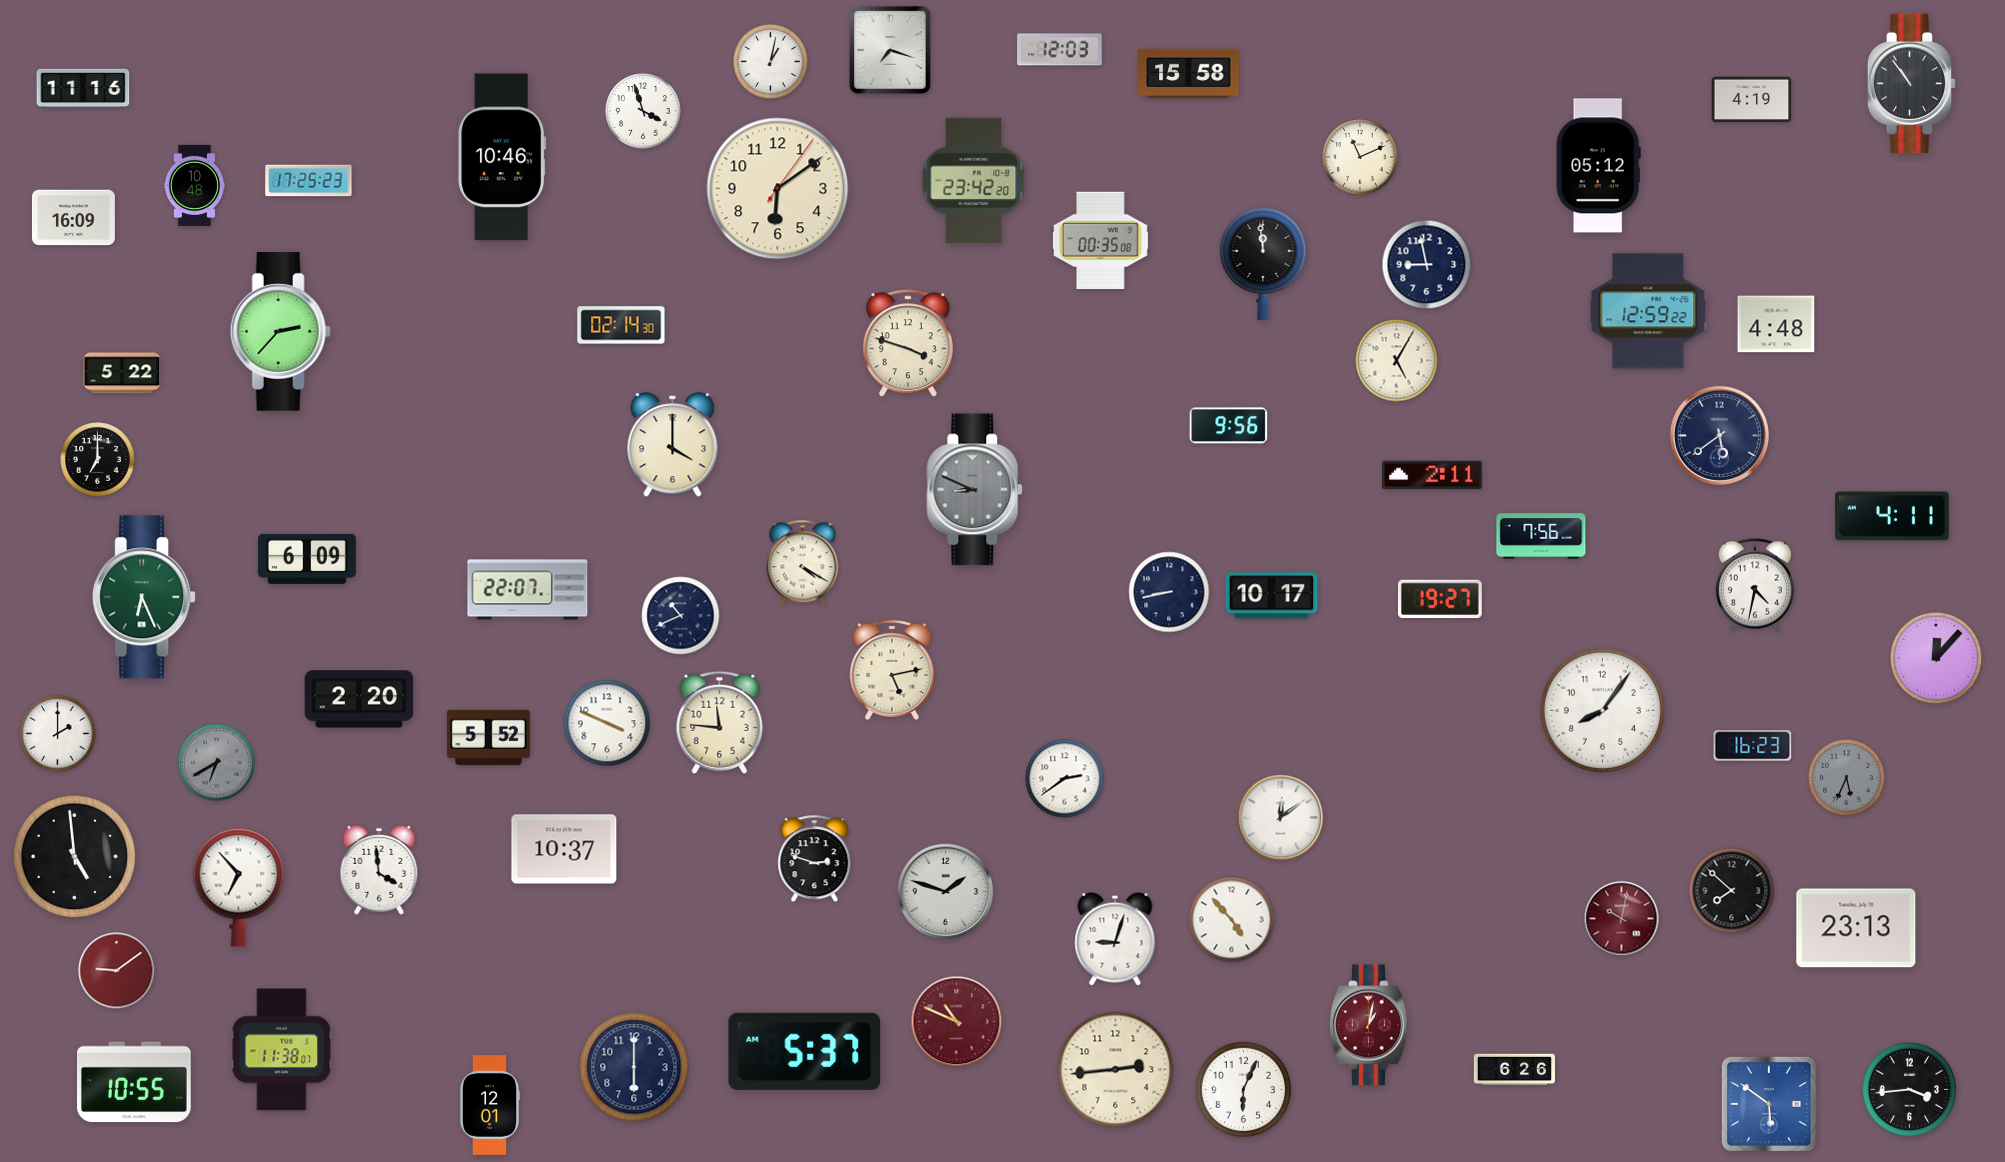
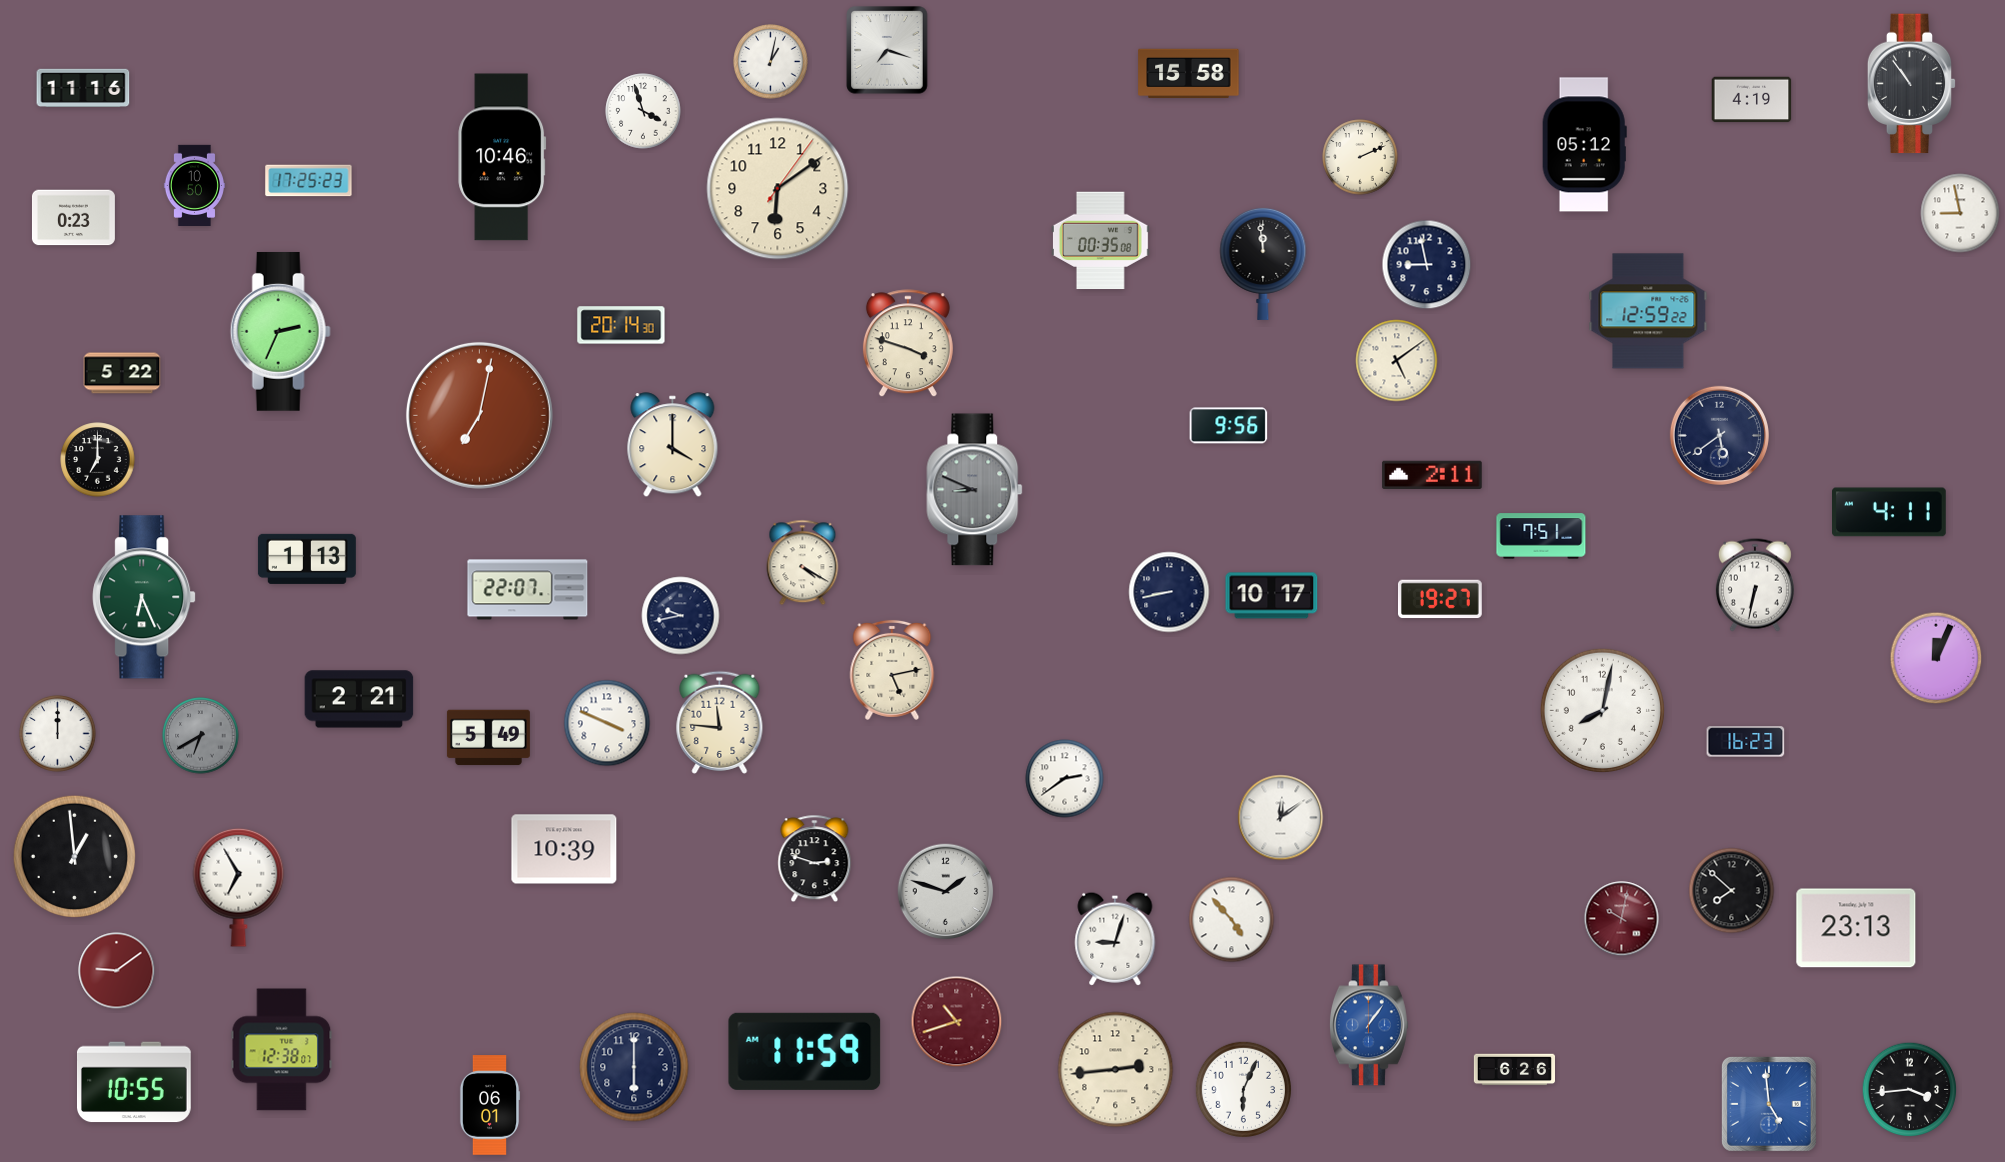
clock at (890, 50) position: (890, 50) -> (887, 50)
clock at (1060, 50): 12:03 -> none
clock at (1360, 157): 11:11 -> 2:11
clock at (1598, 166) position: (1598, 166) -> (1584, 145)
clock at (974, 180): 23:42 -> none
clock at (194, 185): 10:48 -> 10:50
clock at (1960, 213): none -> 8:58
clock at (73, 218): 16:09 -> 0:23
clock at (1776, 324): 4:48 -> none
clock at (621, 325): 02:14 -> 20:14
clock at (280, 331): 2:37 -> 2:34
clock at (1397, 361): 5:05 -> 5:09
clock at (479, 415): none -> 7:02
clock at (1893, 516) position: (1893, 516) -> (1890, 512)
clock at (1541, 536): 7:56 -> 7:51
clock at (307, 559): 6:09 -> 1:13
clock at (1755, 585): 4:32 -> 6:32
clock at (681, 616): 10:41 -> 9:43
clock at (1936, 658): 12:07 -> 12:04
clock at (359, 699): 2:20 -> 2:21
clock at (1602, 710): 8:06 -> 8:02
clock at (58, 734): 2:00 -> 12:00
clock at (488, 738): 5:52 -> 5:49
clock at (1753, 746) position: (1753, 746) -> (1746, 742)
clock at (217, 763) position: (217, 763) -> (201, 736)
clock at (1847, 778): 5:34 -> none
clock at (564, 849): 10:37 -> 10:39
clock at (74, 856): 4:59 -> 12:59
clock at (379, 870): 3:59 -> none
clock at (239, 887): 6:53 -> 6:55
clock at (957, 1022): 10:49 -> 10:42
clock at (1369, 1025): 1:02 -> 1:06
clock at (1369, 1025) dial: burgundy -> blue
clock at (282, 1050): 11:38 -> 12:38
clock at (805, 1051): 5:37 -> 11:59
clock at (1769, 1104): 5:51 -> 4:59
clock at (490, 1105): 12:01 -> 06:01
